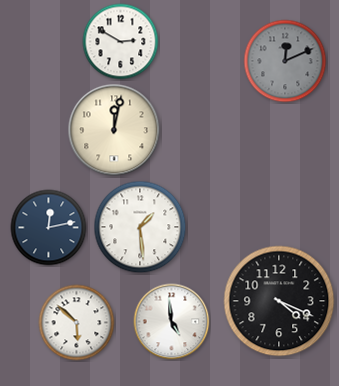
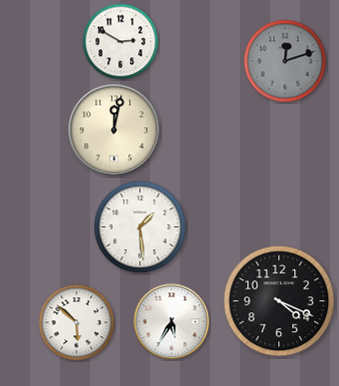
clock at (285, 61): 12:11 -> 12:12
clock at (49, 228): 12:13 -> none
clock at (172, 322): 4:59 -> 5:35
